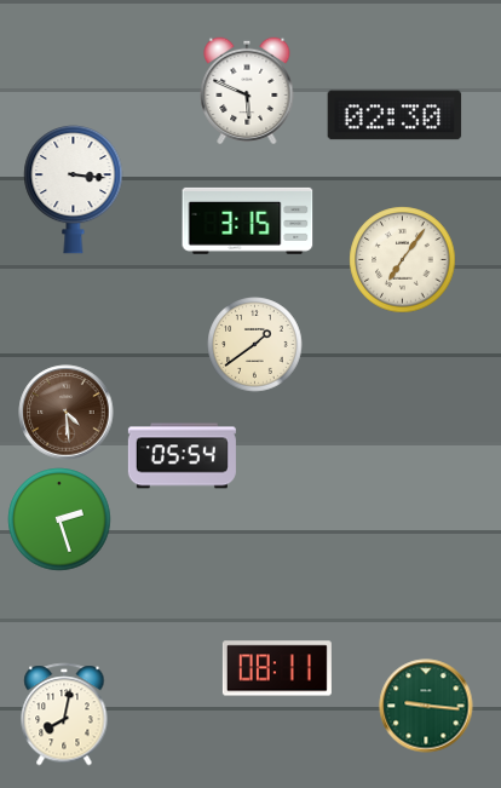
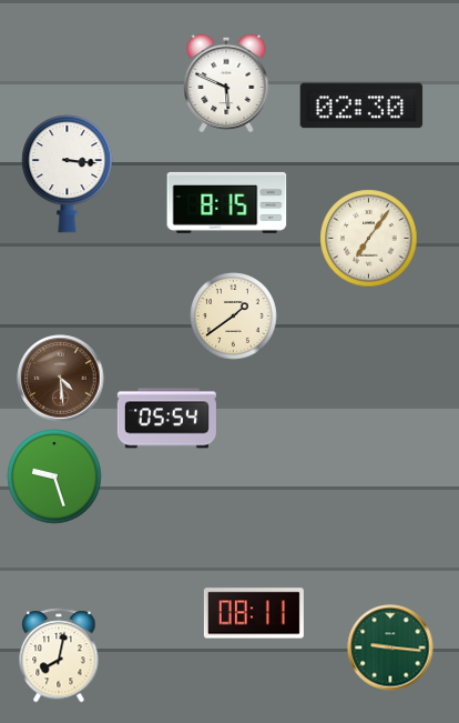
clock at (248, 220): 3:15 -> 8:15
clock at (59, 519): 2:27 -> 9:27
